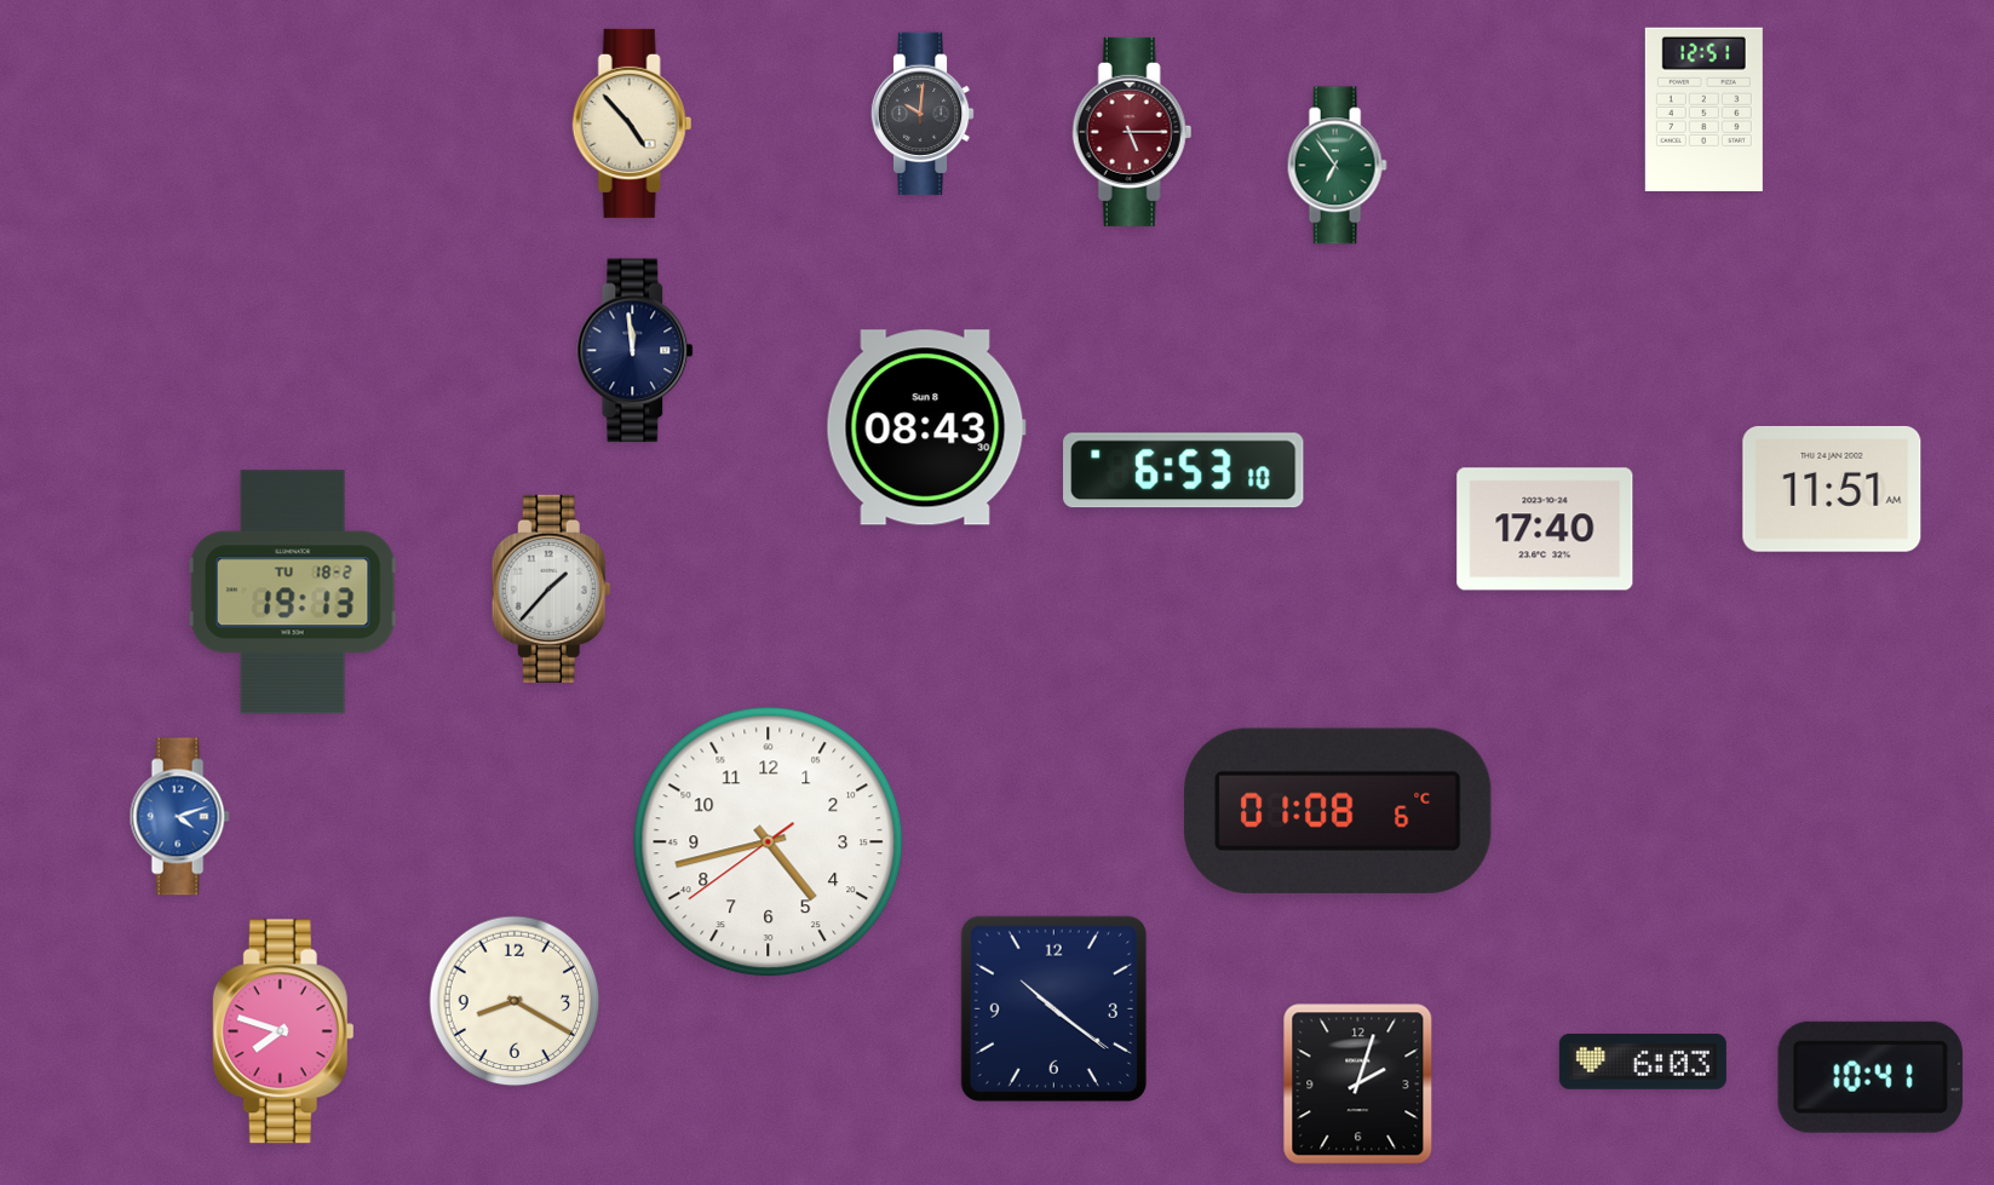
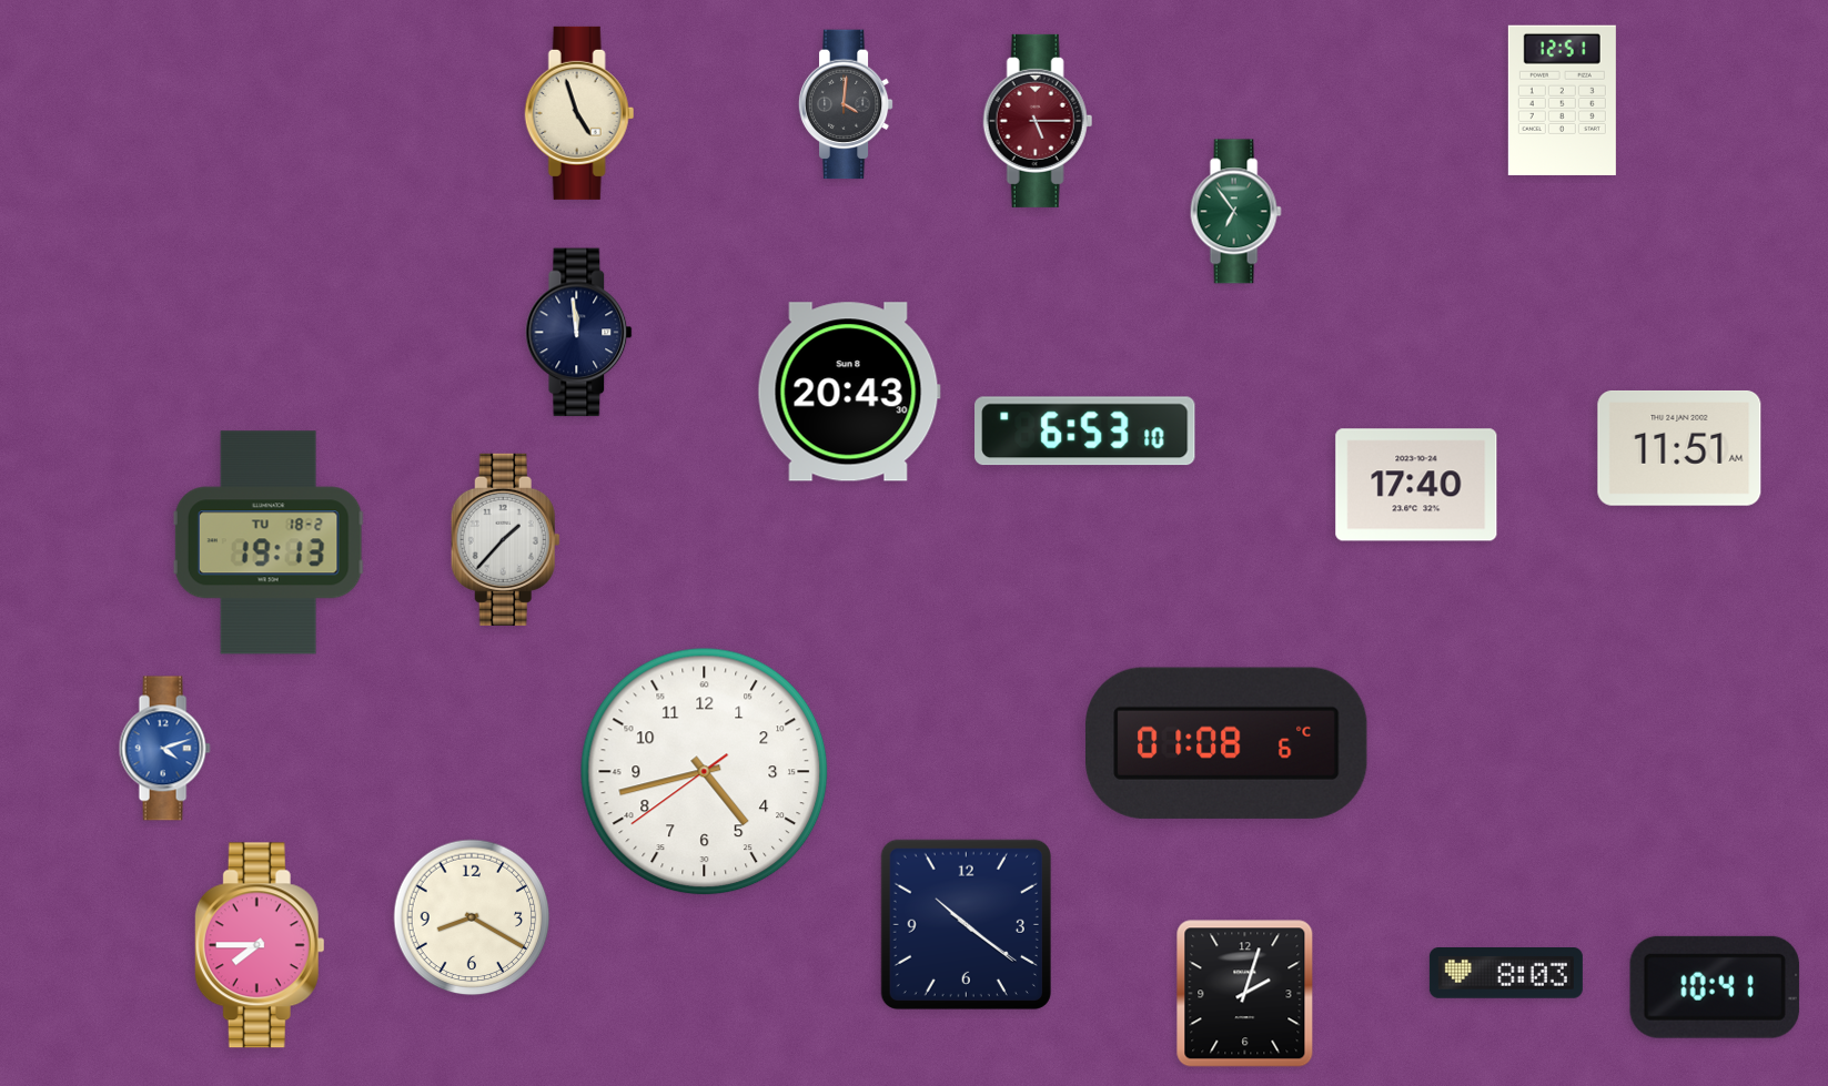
clock at (923, 114): 10:01 -> 4:01
clock at (632, 123): 4:53 -> 4:57
clock at (1337, 166) position: (1337, 166) -> (1235, 212)
clock at (636, 351) position: (636, 351) -> (579, 333)
clock at (926, 427): 08:43 -> 20:43
clock at (283, 1031): 7:48 -> 7:45
clock at (1643, 1063): 6:03 -> 8:03
